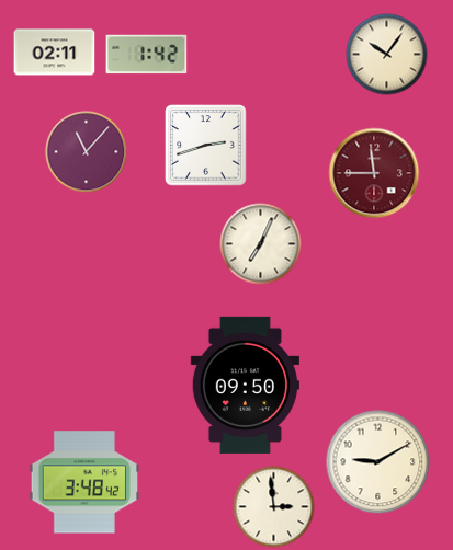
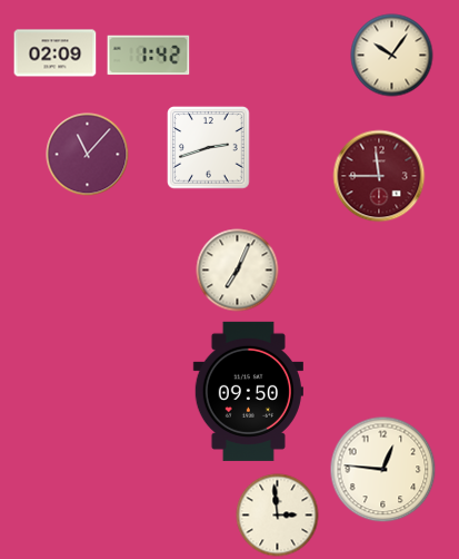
clock at (55, 53): 02:11 -> 02:09
clock at (261, 244) position: (261, 244) -> (238, 271)
clock at (378, 462): 9:10 -> 12:46
clock at (83, 482): 3:48 -> none
